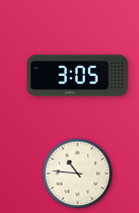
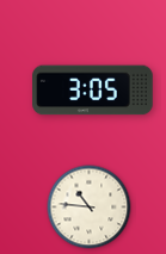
clock at (78, 174) position: (78, 174) -> (90, 207)
